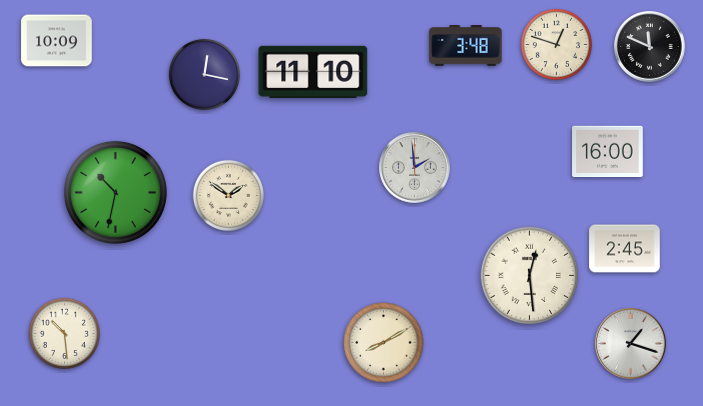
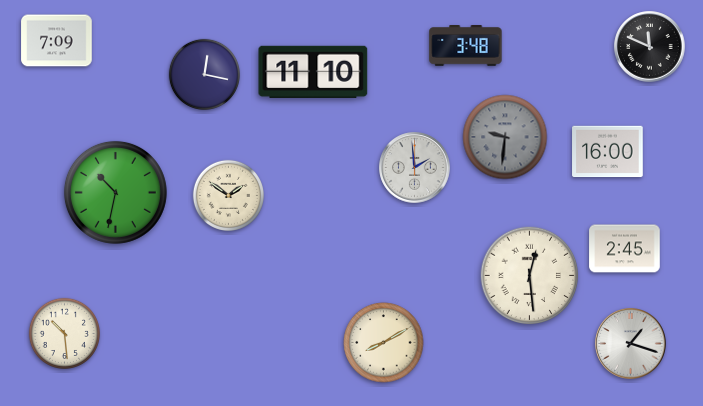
clock at (57, 41): 10:09 -> 7:09
clock at (556, 44): 12:48 -> none
clock at (505, 137): none -> 9:31
